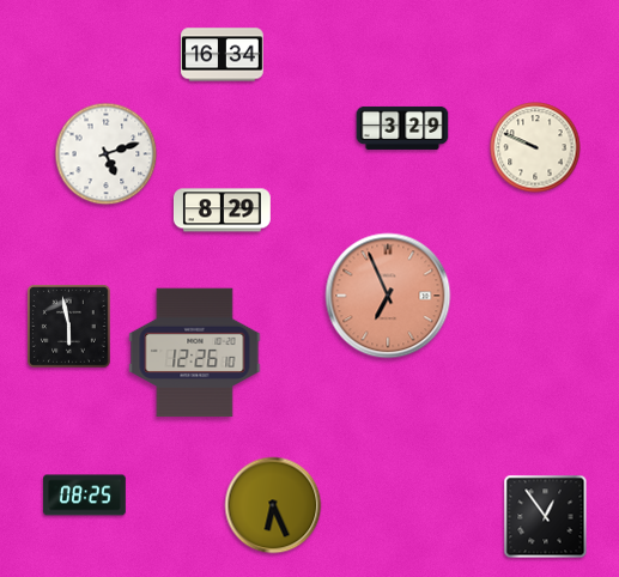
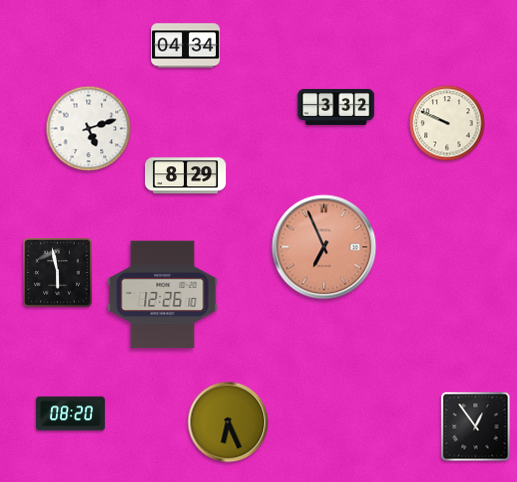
clock at (223, 55): 16:34 -> 04:34
clock at (402, 128): 3:29 -> 3:32
clock at (85, 496): 08:25 -> 08:20
clock at (546, 517) position: (546, 517) -> (476, 427)
